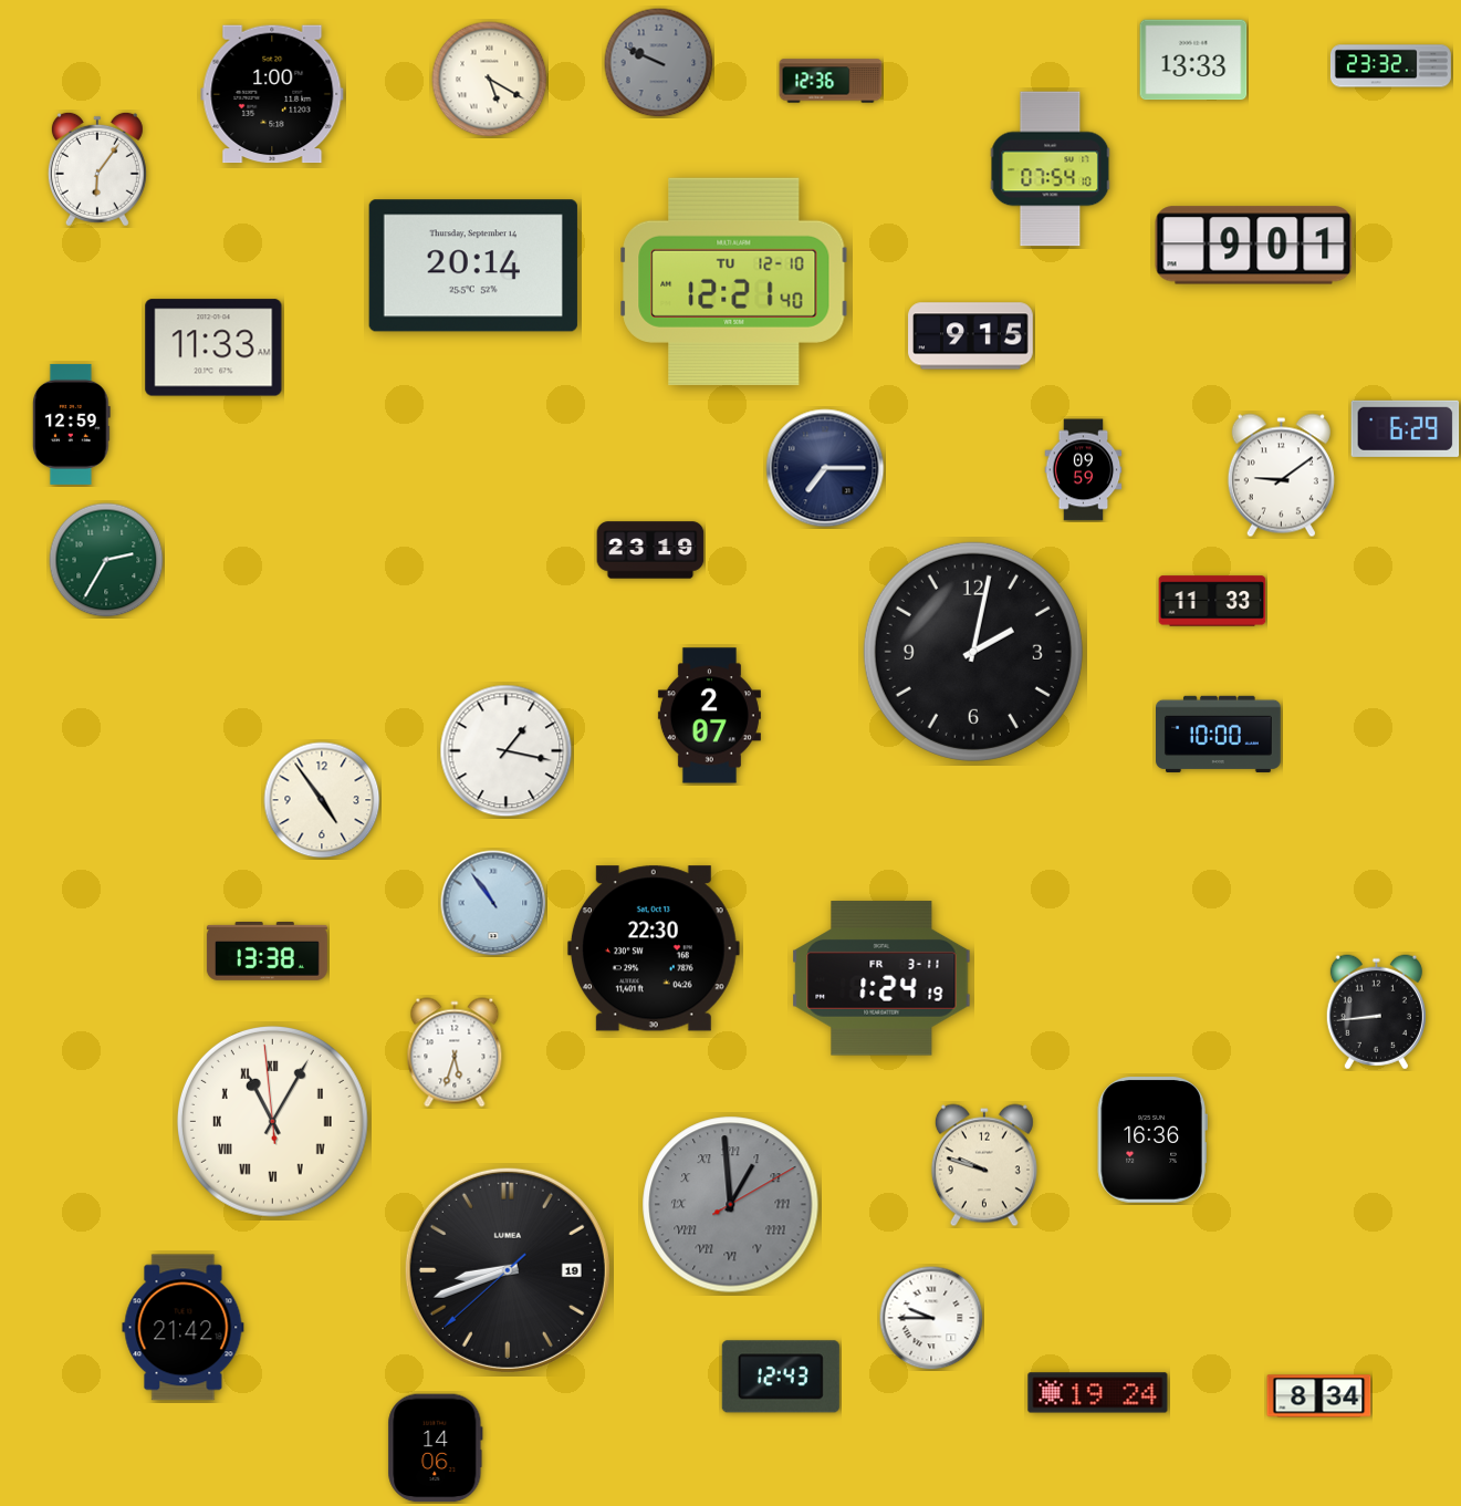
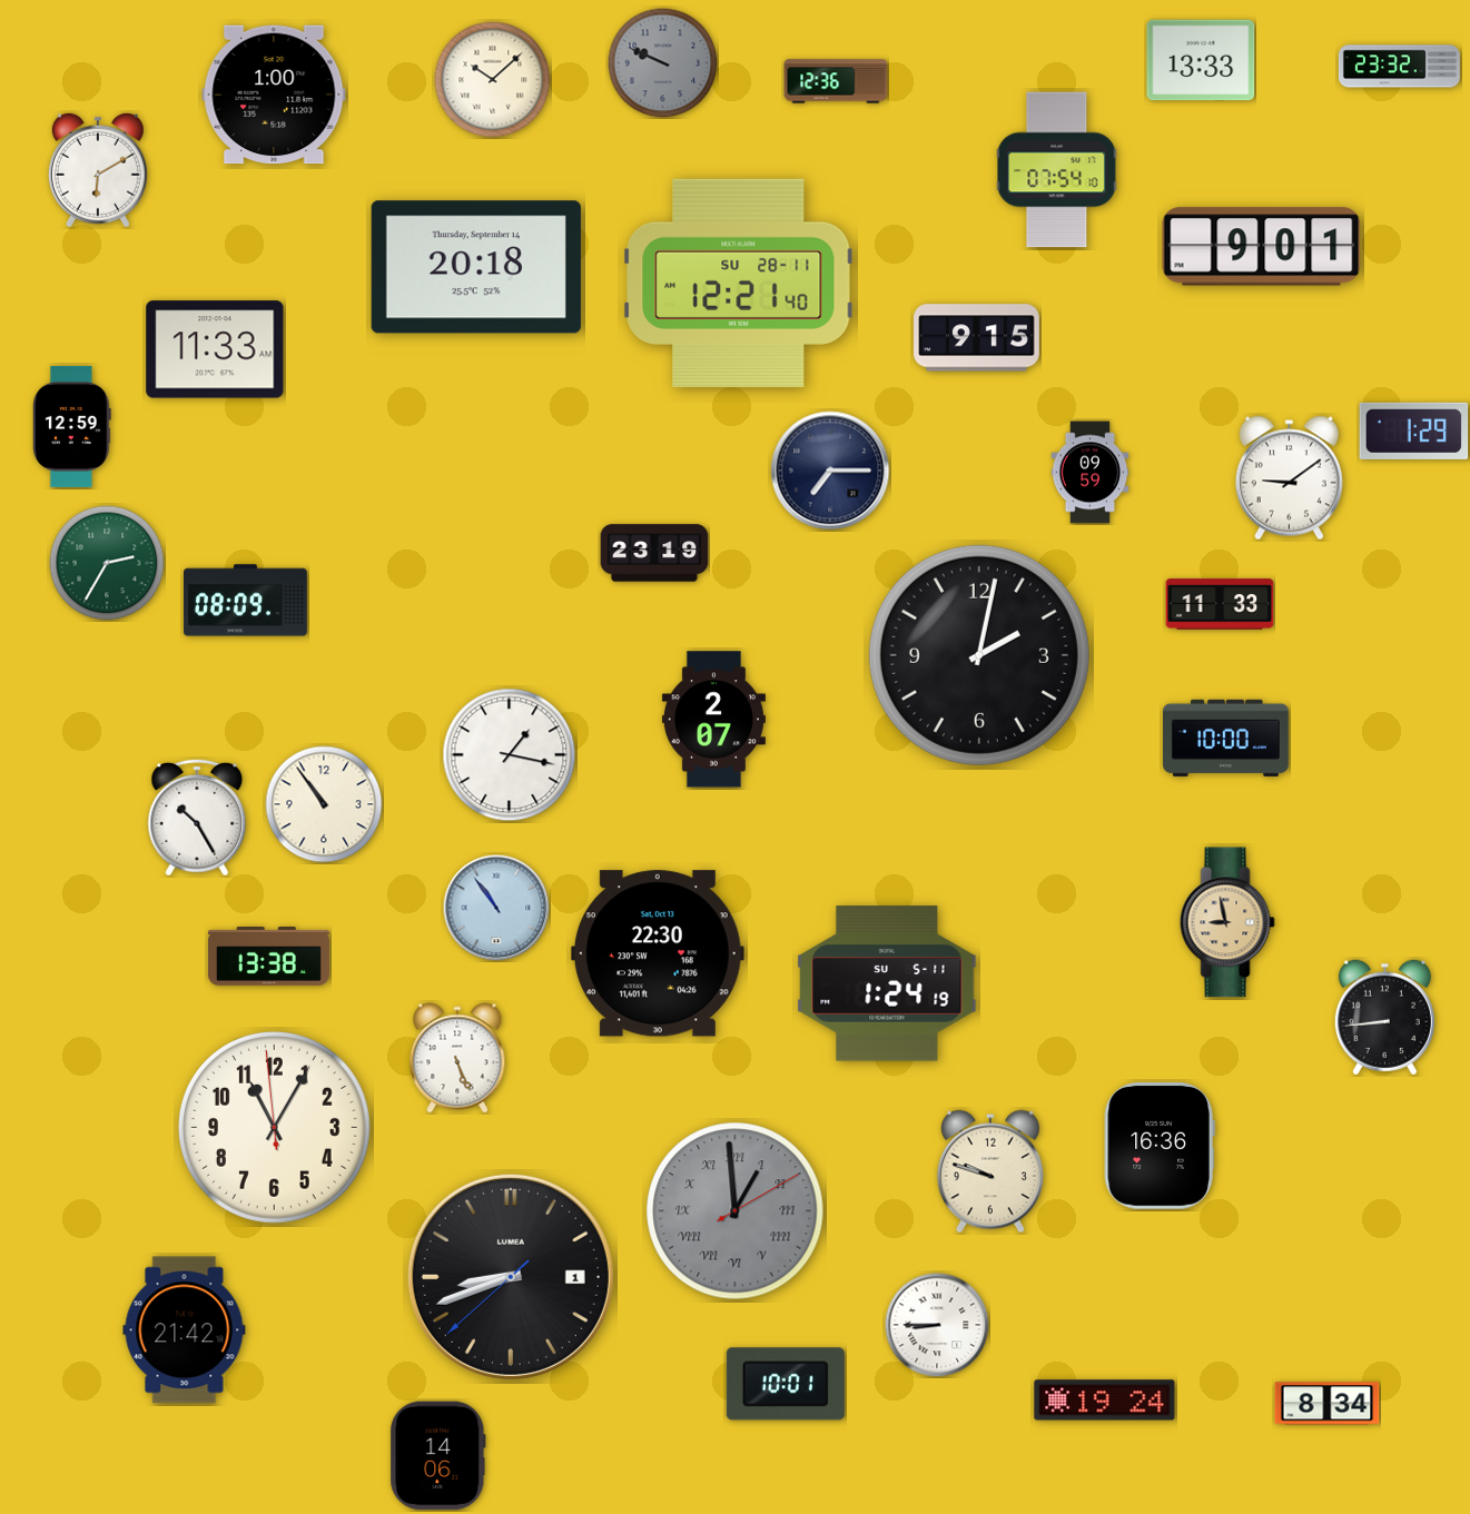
clock at (490, 80): 5:20 -> 10:08
clock at (97, 169): 6:06 -> 6:10
clock at (473, 266): 20:14 -> 20:18
clock at (734, 281) date: TU 12-10 -> SU 28-11
clock at (1406, 428): 6:29 -> 1:29
clock at (245, 601): none -> 08:09
clock at (322, 800): 4:54 -> 10:54
clock at (197, 818): none -> 10:25
clock at (1227, 922): none -> 8:58
clock at (881, 978) date: FR 3-11 -> SU 5-11
clock at (455, 1052): 5:33 -> 5:26
clock at (272, 1121) numerals: Roman -> Arabic
clock at (508, 1270) date: 19 -> 1
clock at (931, 1318): 9:45 -> 8:45
clock at (184, 1328) position: (184, 1328) -> (185, 1330)
clock at (781, 1377): 12:43 -> 10:01
